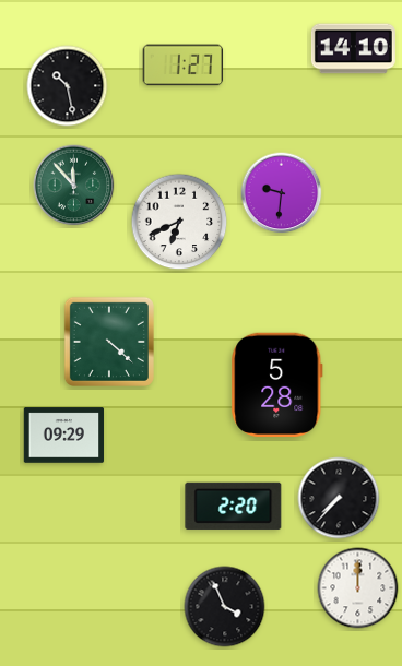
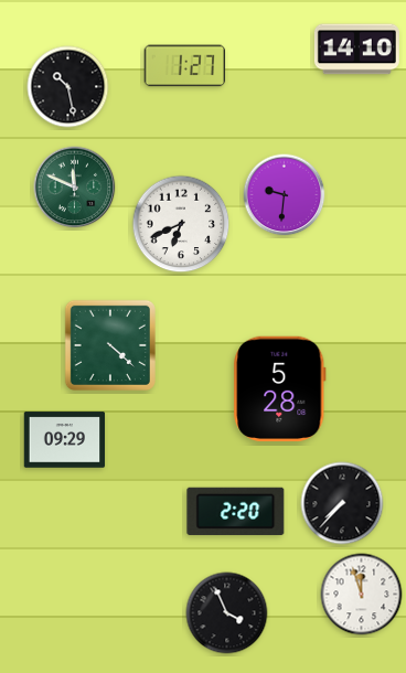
clock at (74, 186): 11:53 -> 11:49
clock at (358, 588): 12:00 -> 11:57
